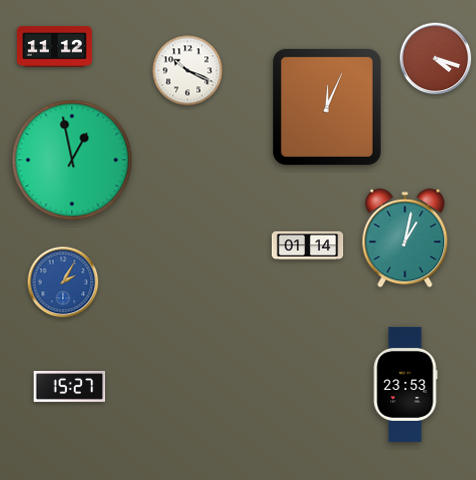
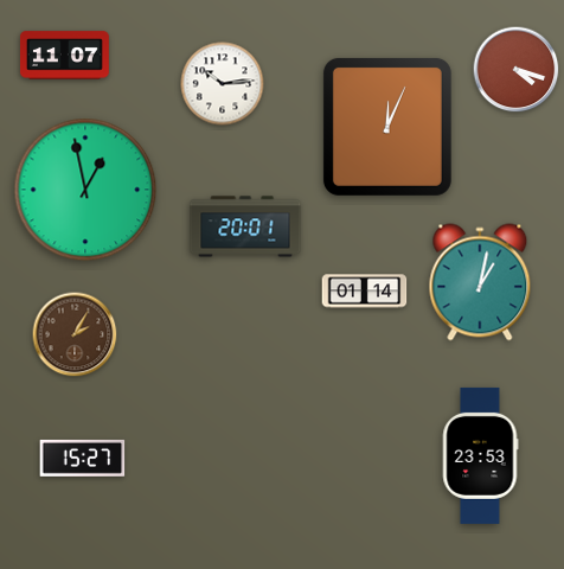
clock at (54, 47): 11:12 -> 11:07
clock at (188, 71): 10:19 -> 10:14
clock at (245, 226): none -> 20:01
clock at (63, 282) dial: blue -> brown
